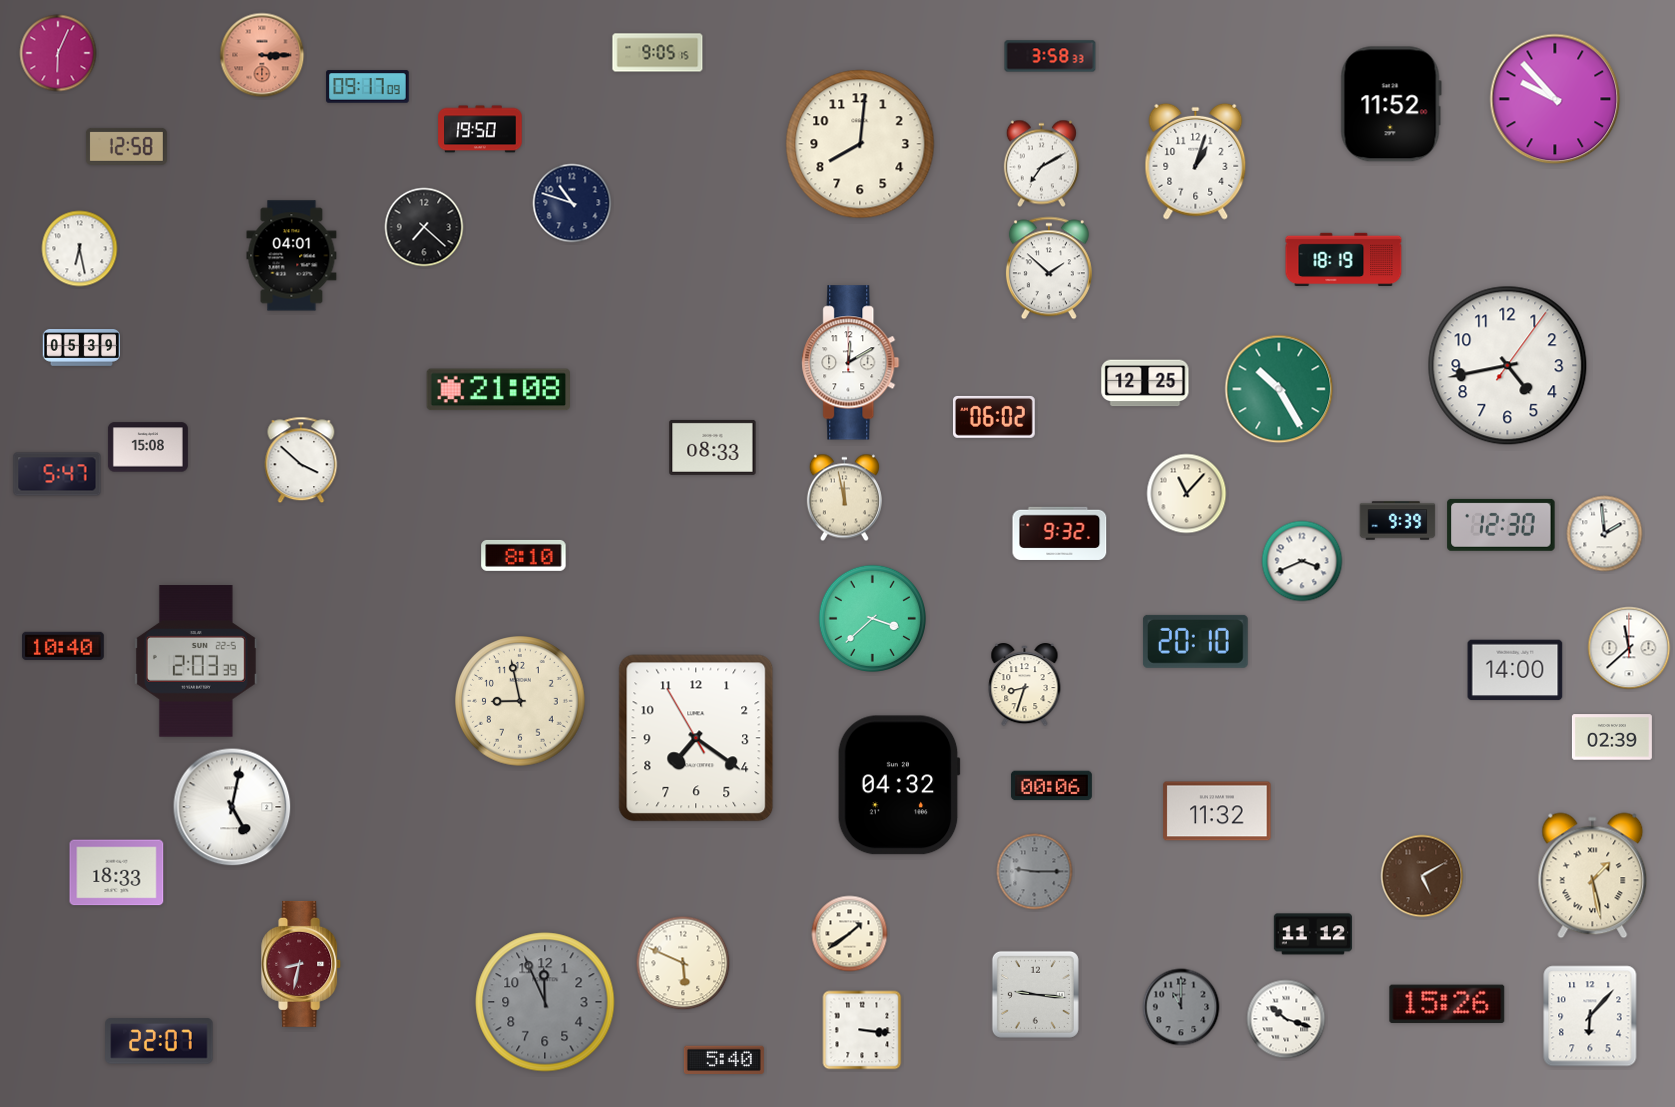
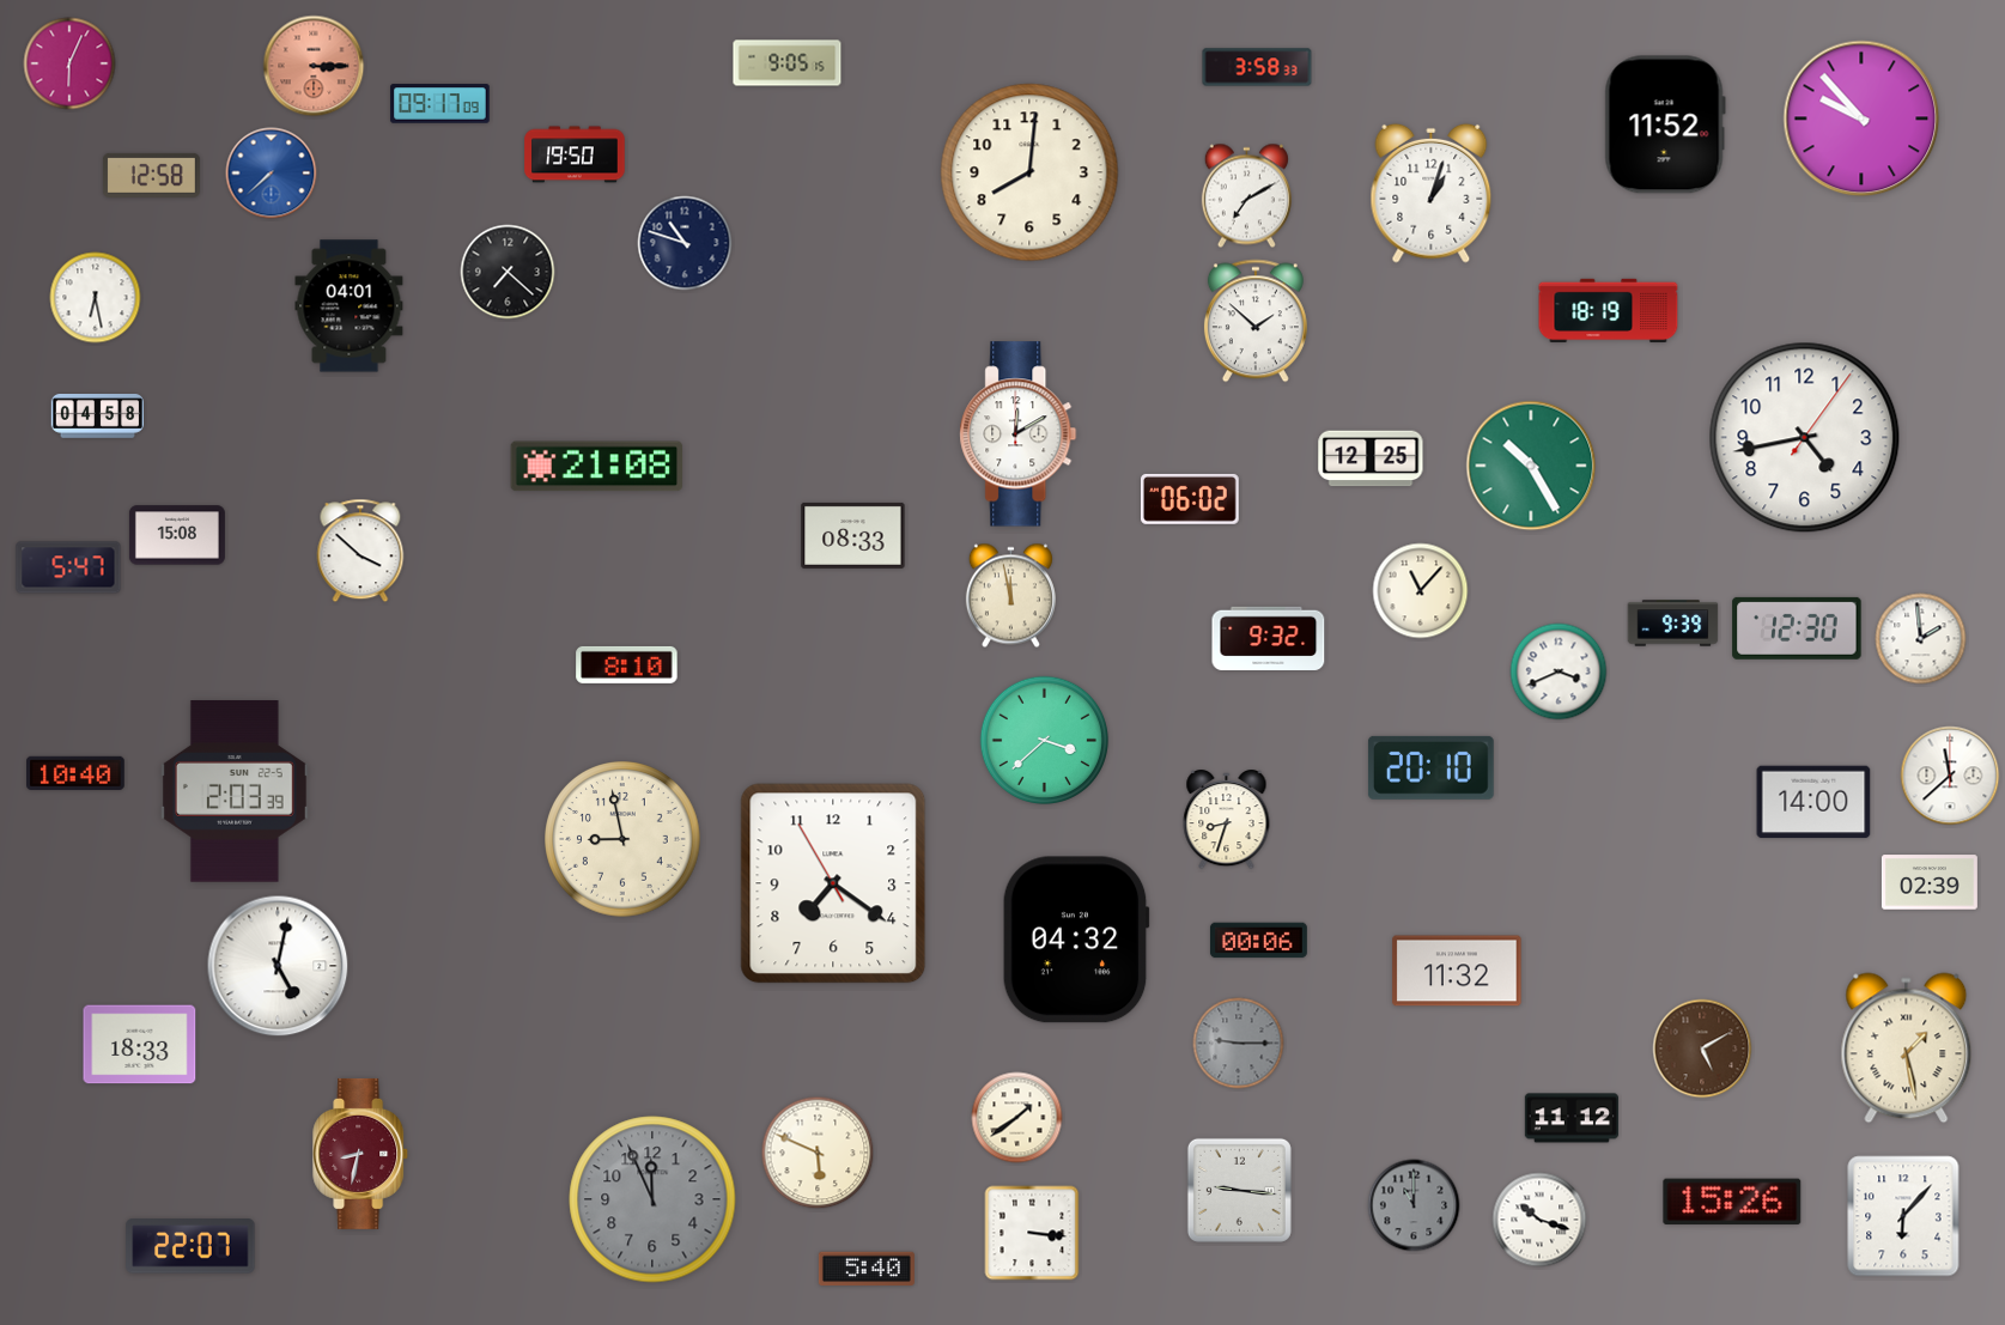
clock at (272, 174): none -> 7:38
clock at (81, 348): 05:39 -> 04:58
